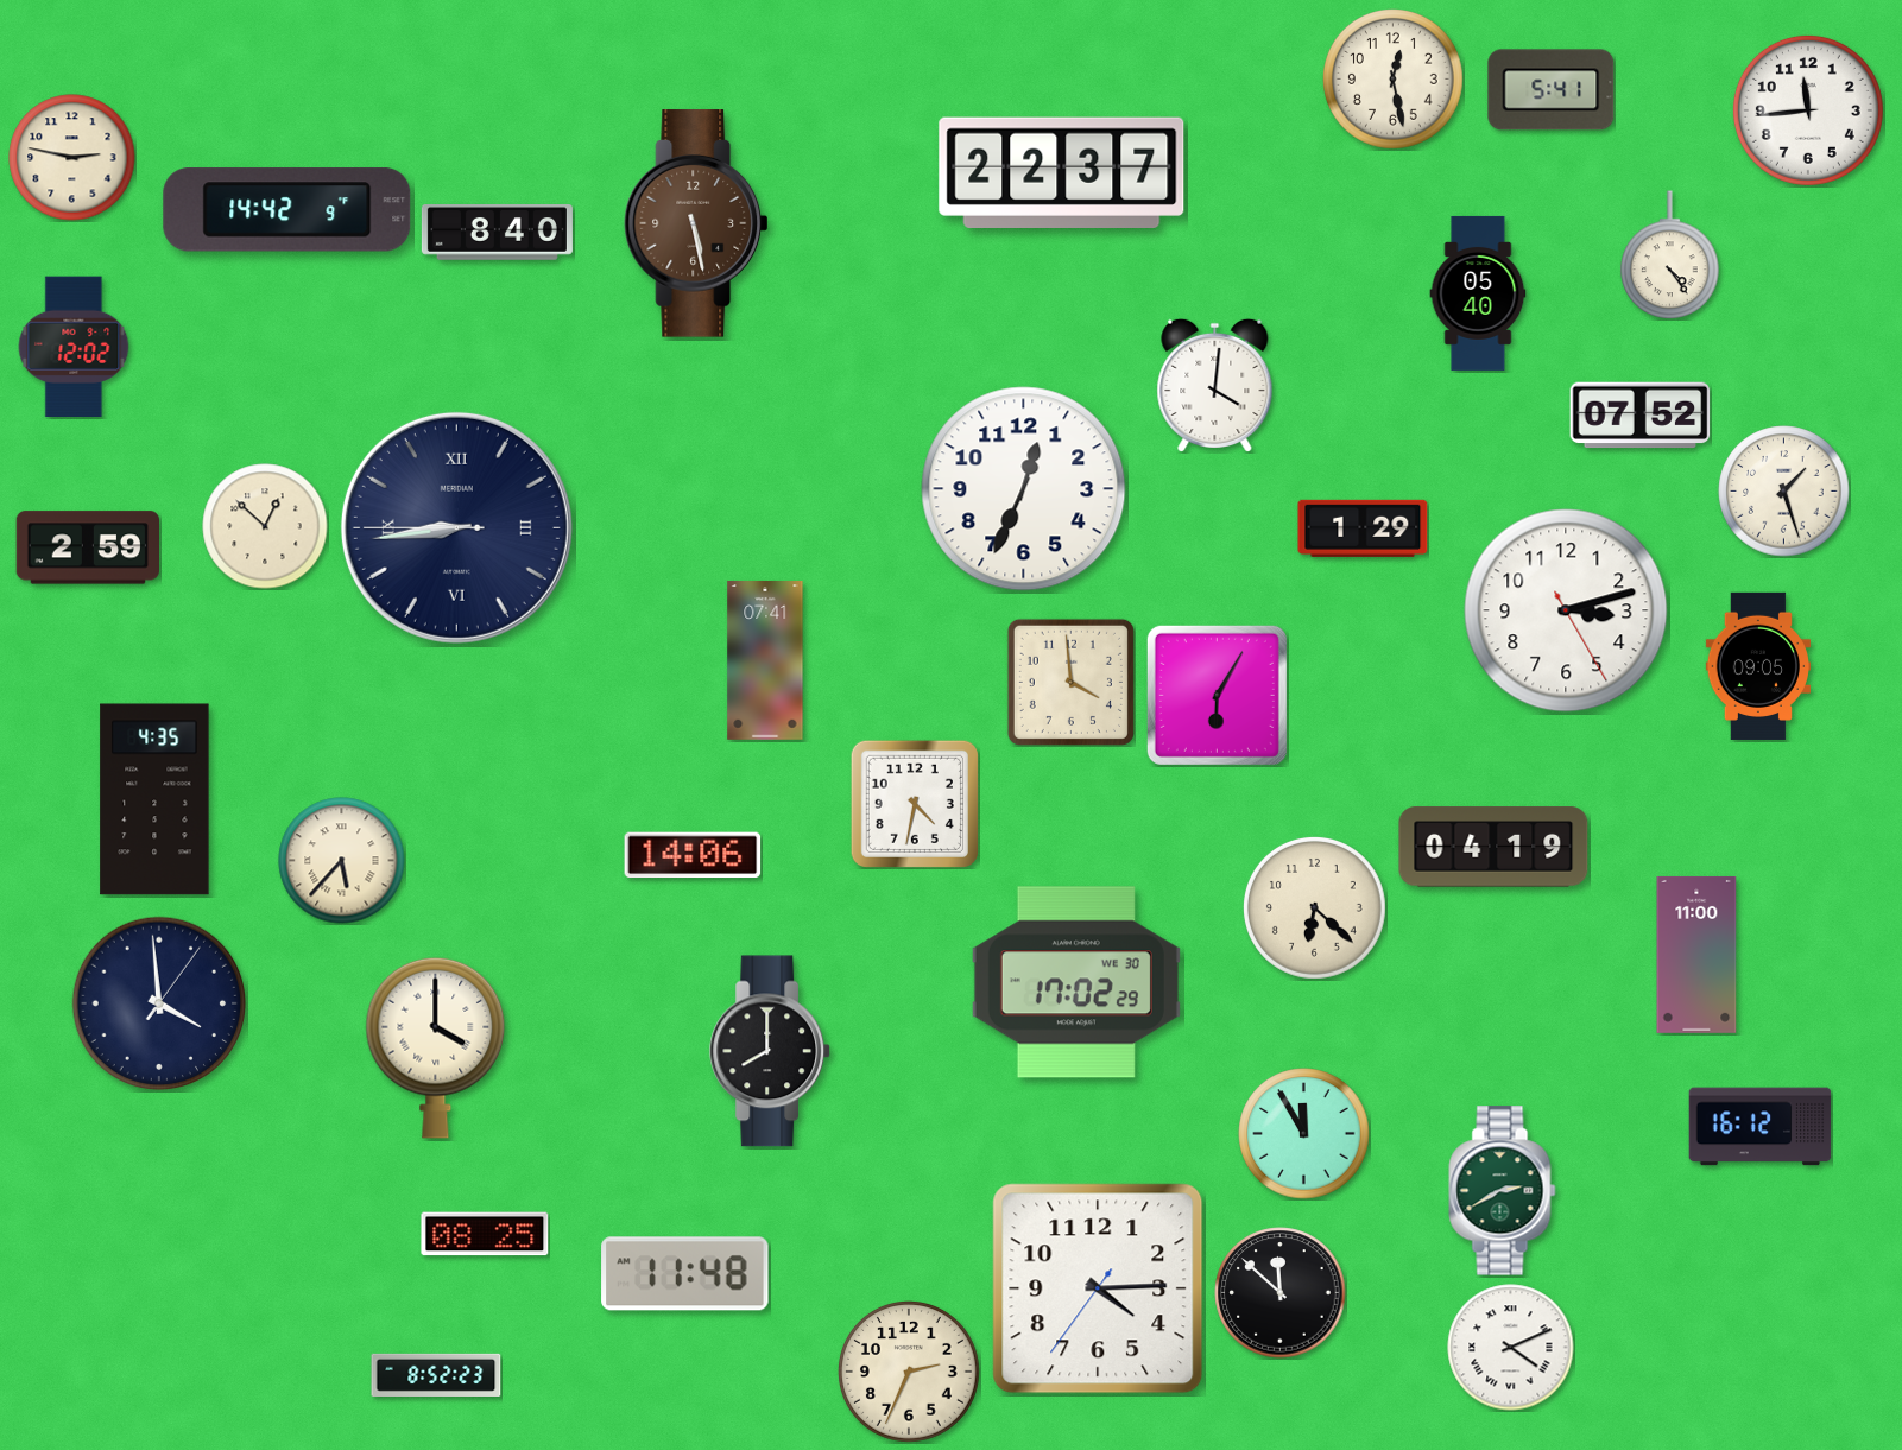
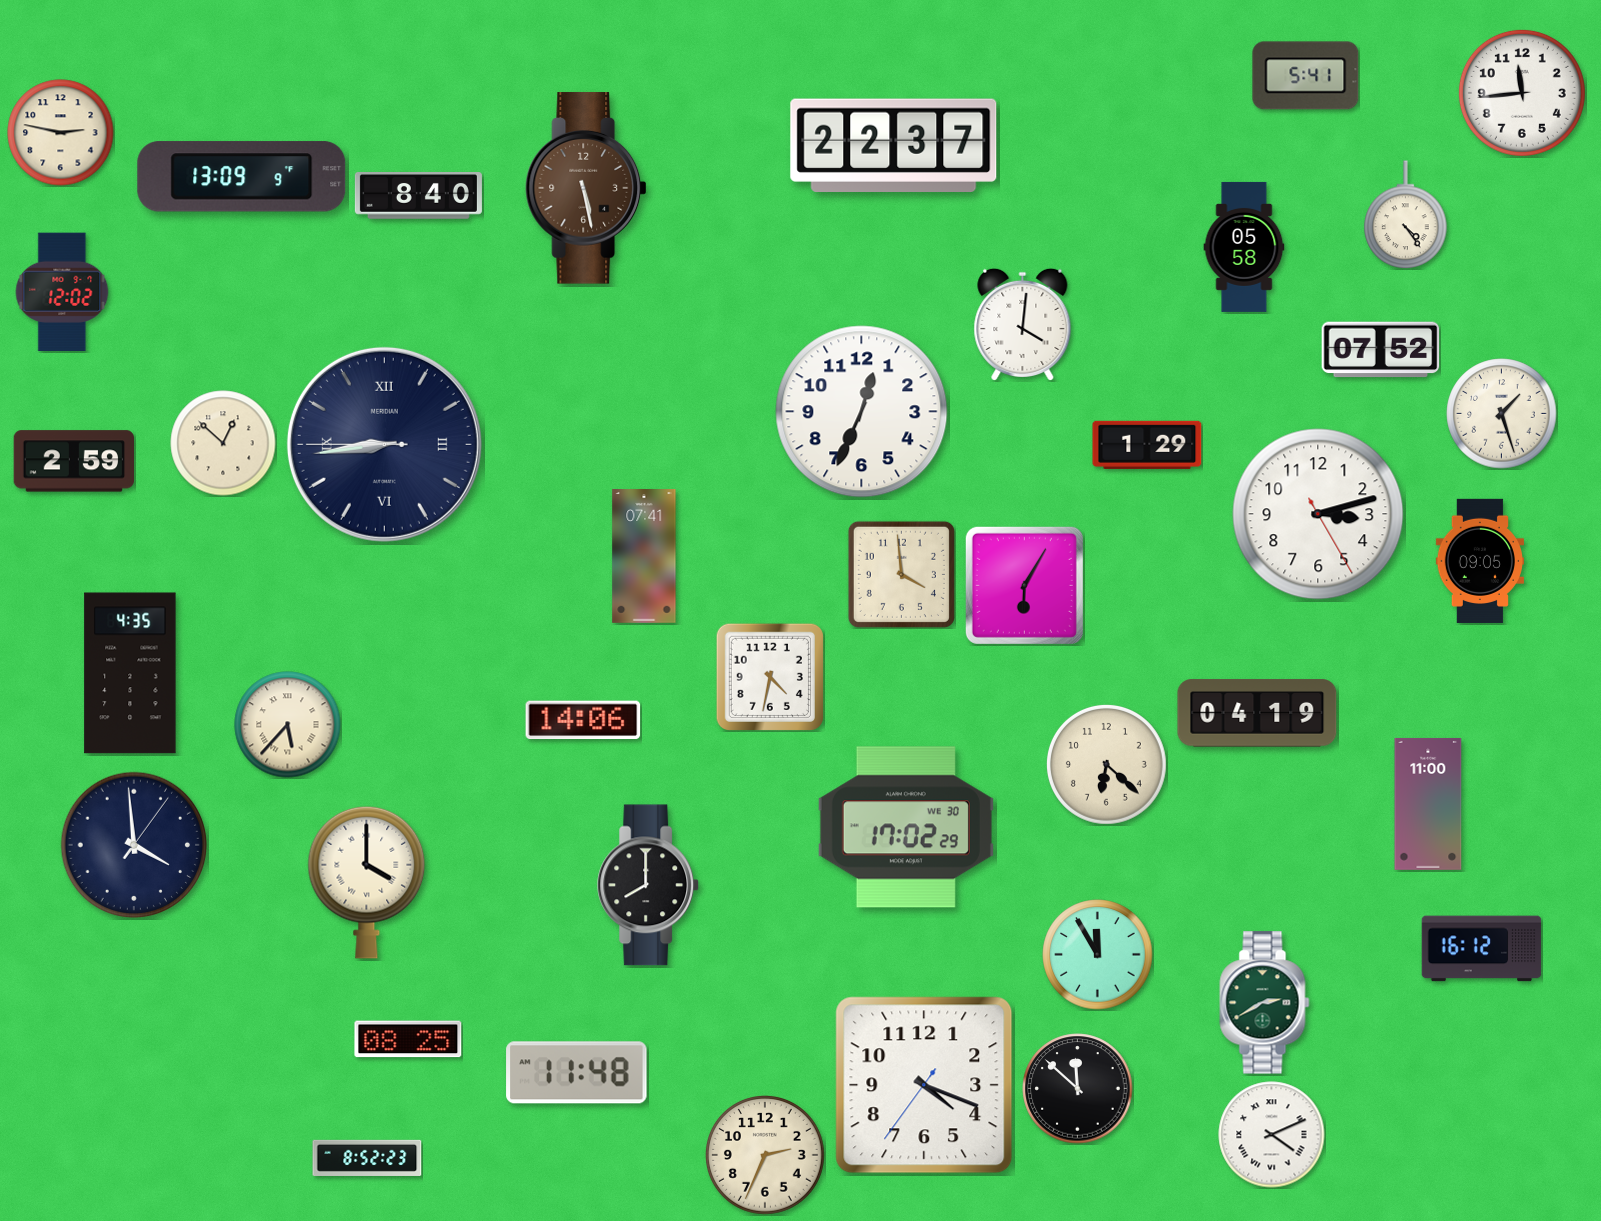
clock at (1394, 80): 12:28 -> none
clock at (287, 210): 14:42 -> 13:09
clock at (1478, 293): 05:40 -> 05:58
clock at (1098, 1288): 4:14 -> 4:18
